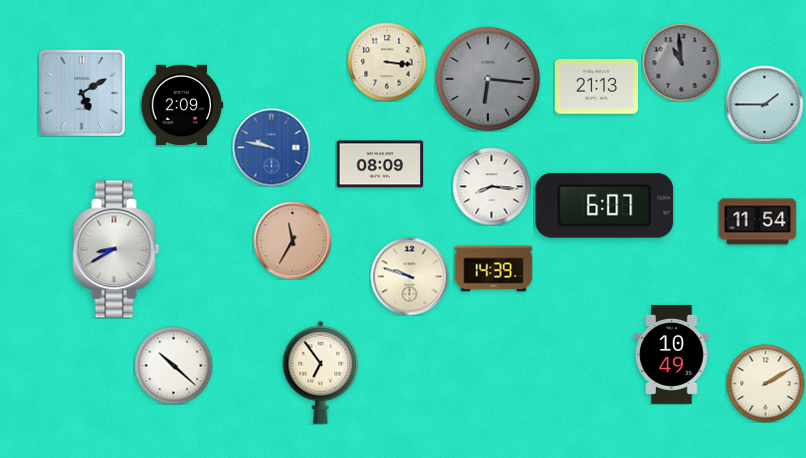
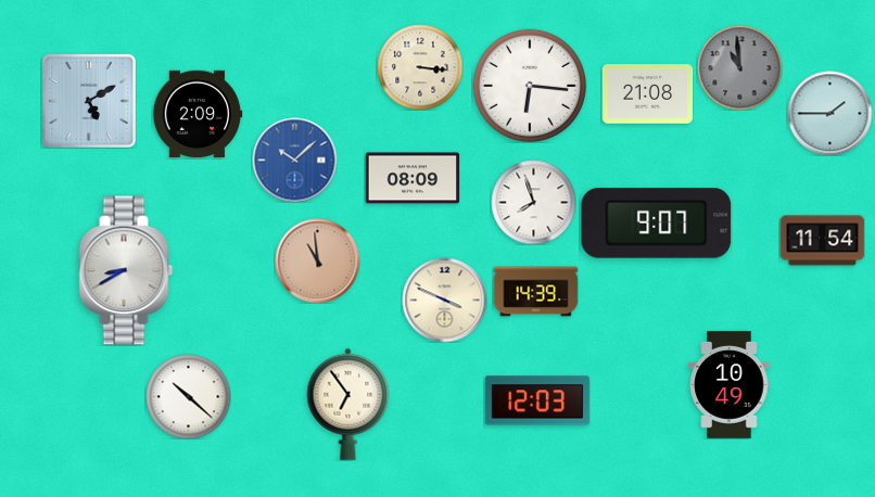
clock at (488, 79) dial: grey -> white
clock at (596, 87): 21:13 -> 21:08
clock at (271, 147): 9:47 -> 10:08
clock at (491, 186): 8:16 -> 7:57
clock at (605, 206): 6:07 -> 9:07
clock at (292, 240): 11:35 -> 10:59
clock at (409, 276): 9:48 -> 3:49
clock at (537, 400): none -> 12:03
clock at (765, 383): 2:10 -> none
